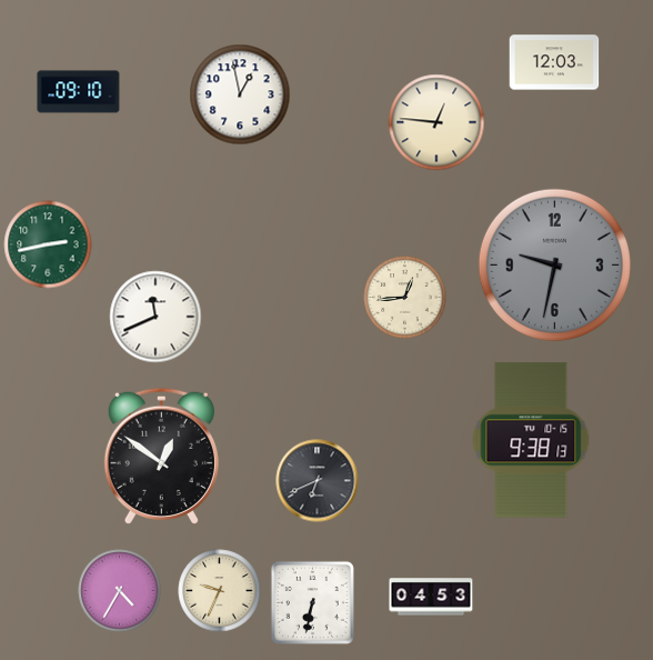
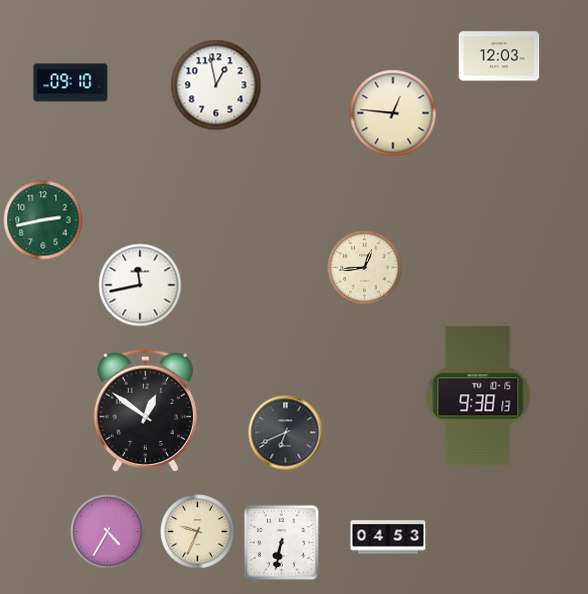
clock at (436, 122) position: (436, 122) -> (393, 113)
clock at (554, 264): 9:32 -> none
clock at (155, 317): 11:41 -> 11:43
